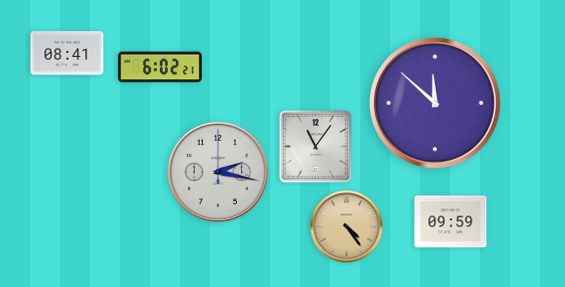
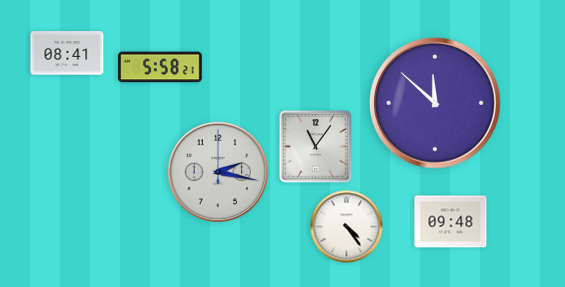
clock at (160, 67): 6:02 -> 5:58
clock at (451, 222): 09:59 -> 09:48
clock at (347, 227) dial: champagne -> white
